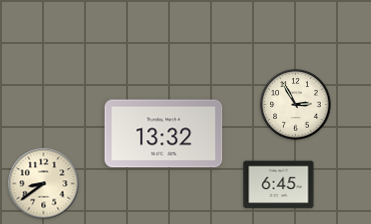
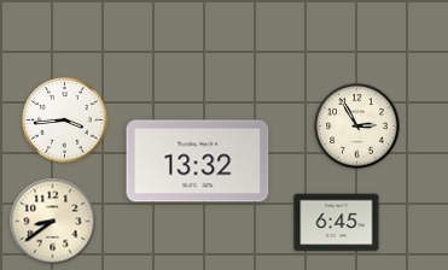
clock at (65, 121): none -> 3:44
